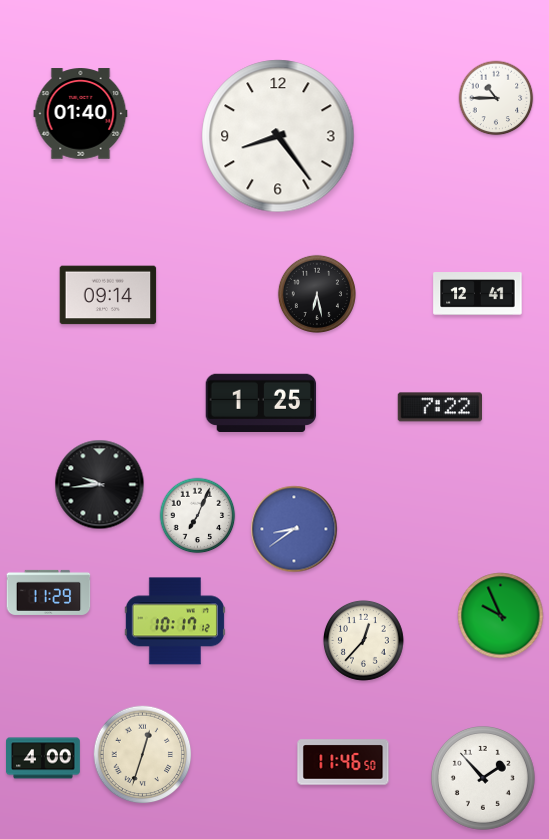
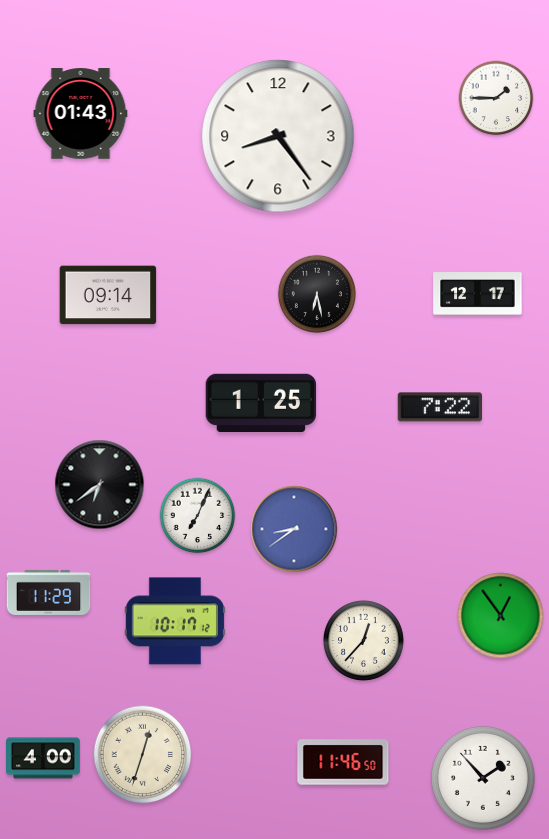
clock at (496, 98): 10:45 -> 1:45
clock at (81, 114): 01:40 -> 01:43
clock at (478, 294): 12:41 -> 12:17
clock at (100, 485): 9:44 -> 6:39
clock at (501, 616): 9:56 -> 12:54
